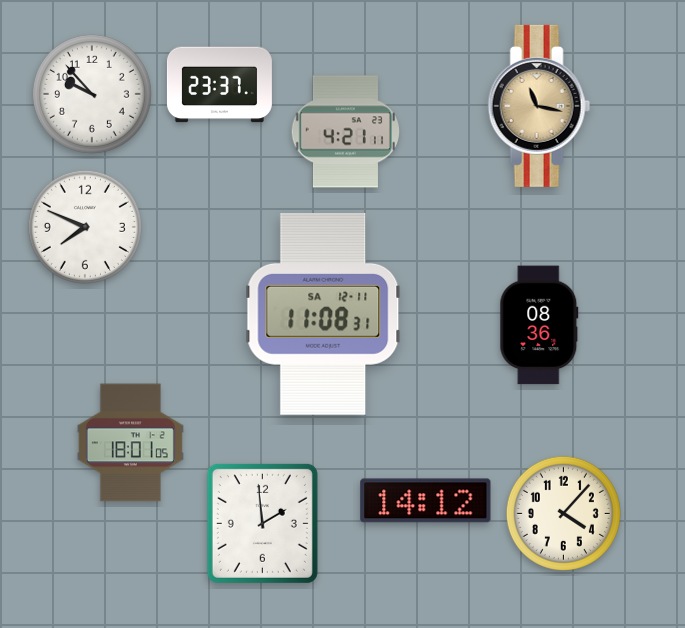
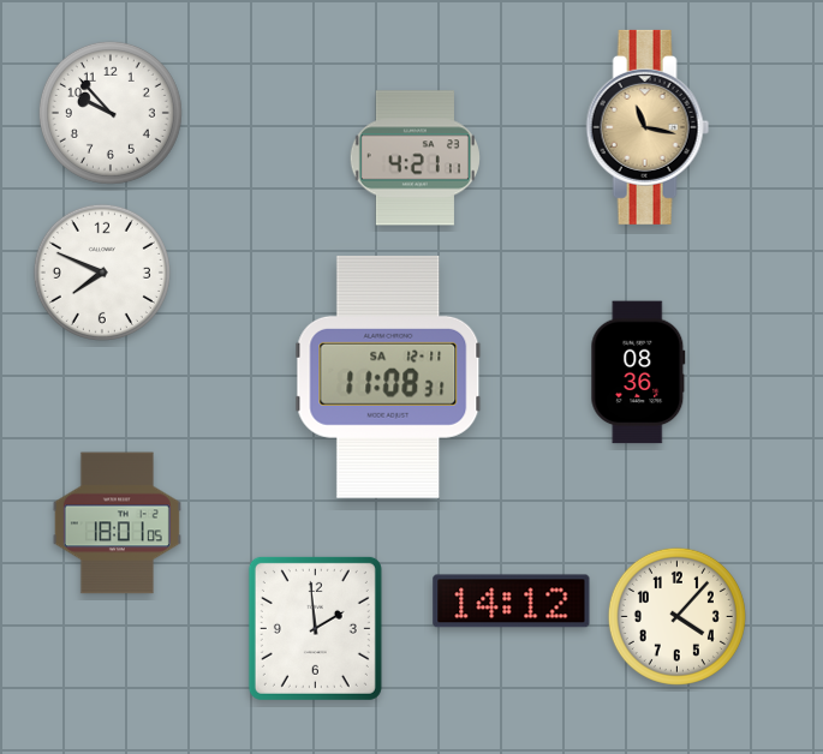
clock at (219, 85): 23:37 -> none
clock at (539, 325) position: (539, 325) -> (638, 372)
clock at (130, 443) position: (130, 443) -> (117, 523)
